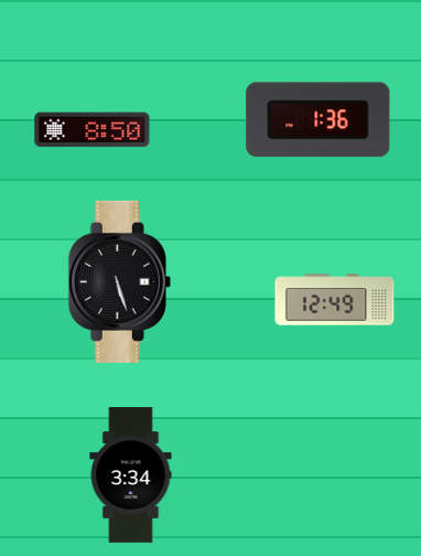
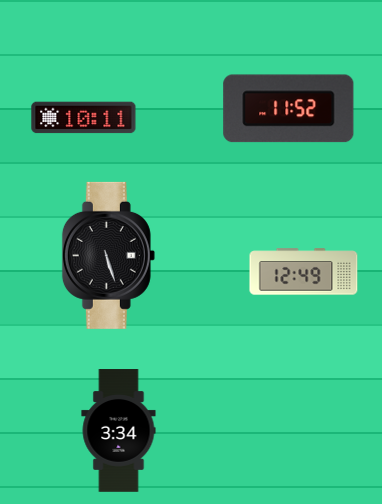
clock at (319, 120): 1:36 -> 11:52
clock at (93, 130): 8:50 -> 10:11
